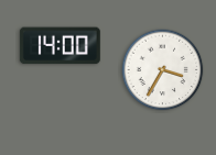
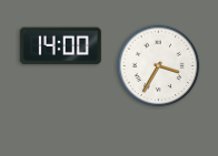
clock at (163, 70) position: (163, 70) -> (159, 66)
